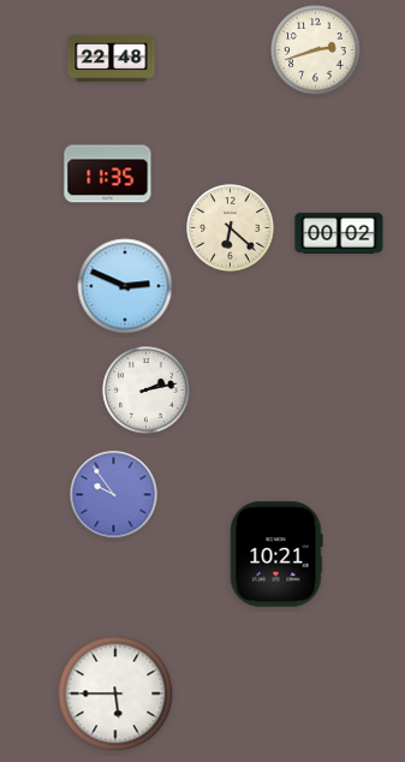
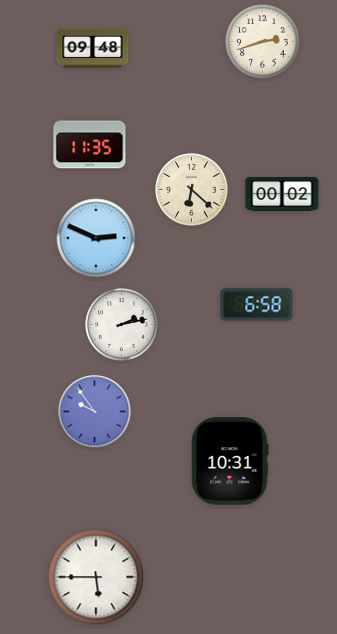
clock at (112, 58): 22:48 -> 09:48
clock at (125, 286) position: (125, 286) -> (96, 238)
clock at (257, 305): none -> 6:58
clock at (276, 554): 10:21 -> 10:31
